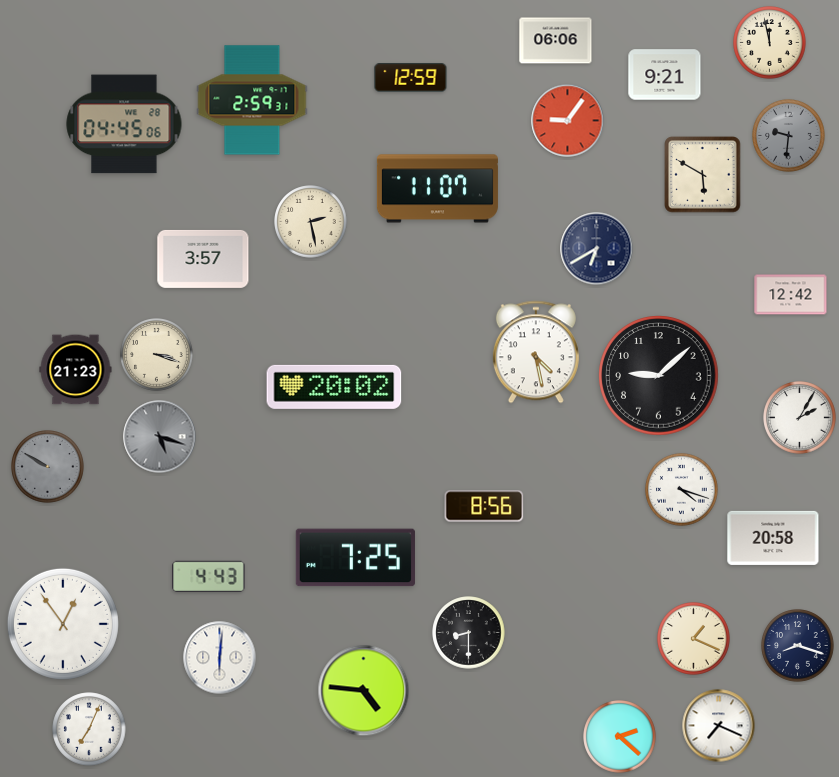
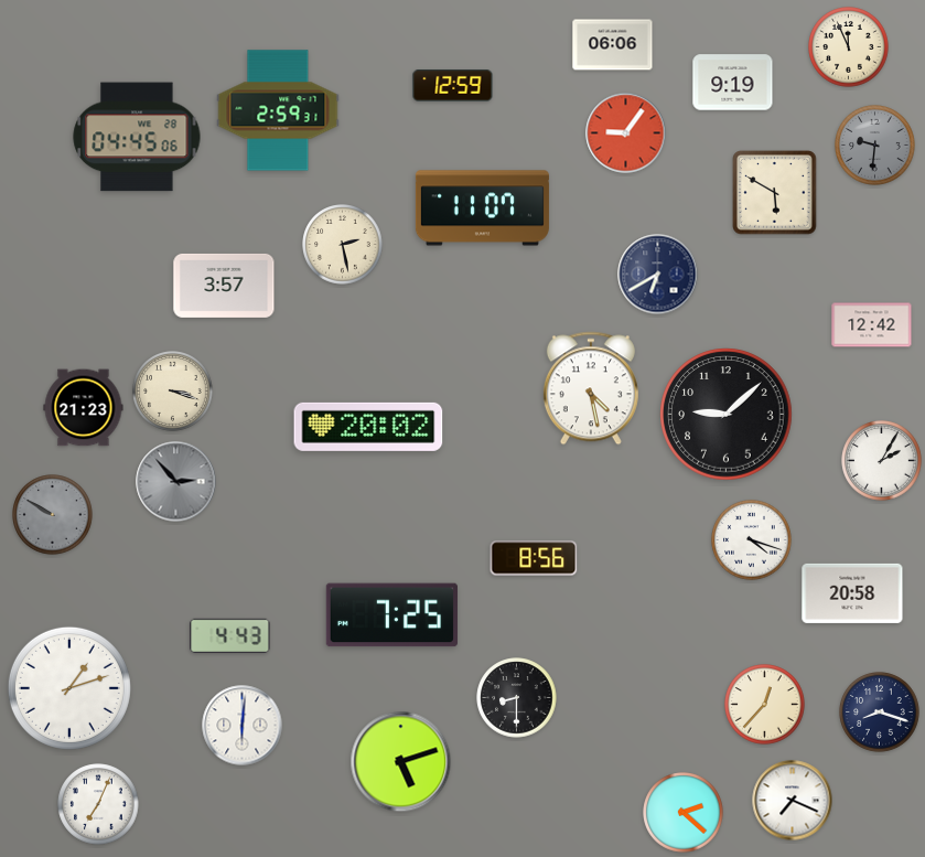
clock at (770, 43): 11:58 -> 11:56
clock at (665, 75): 9:21 -> 9:19
clock at (789, 136) position: (789, 136) -> (875, 146)
clock at (160, 437): 5:18 -> 2:53
clock at (63, 624): 12:54 -> 1:12
clock at (694, 639): 1:19 -> 12:37
clock at (364, 691): 4:46 -> 5:12
